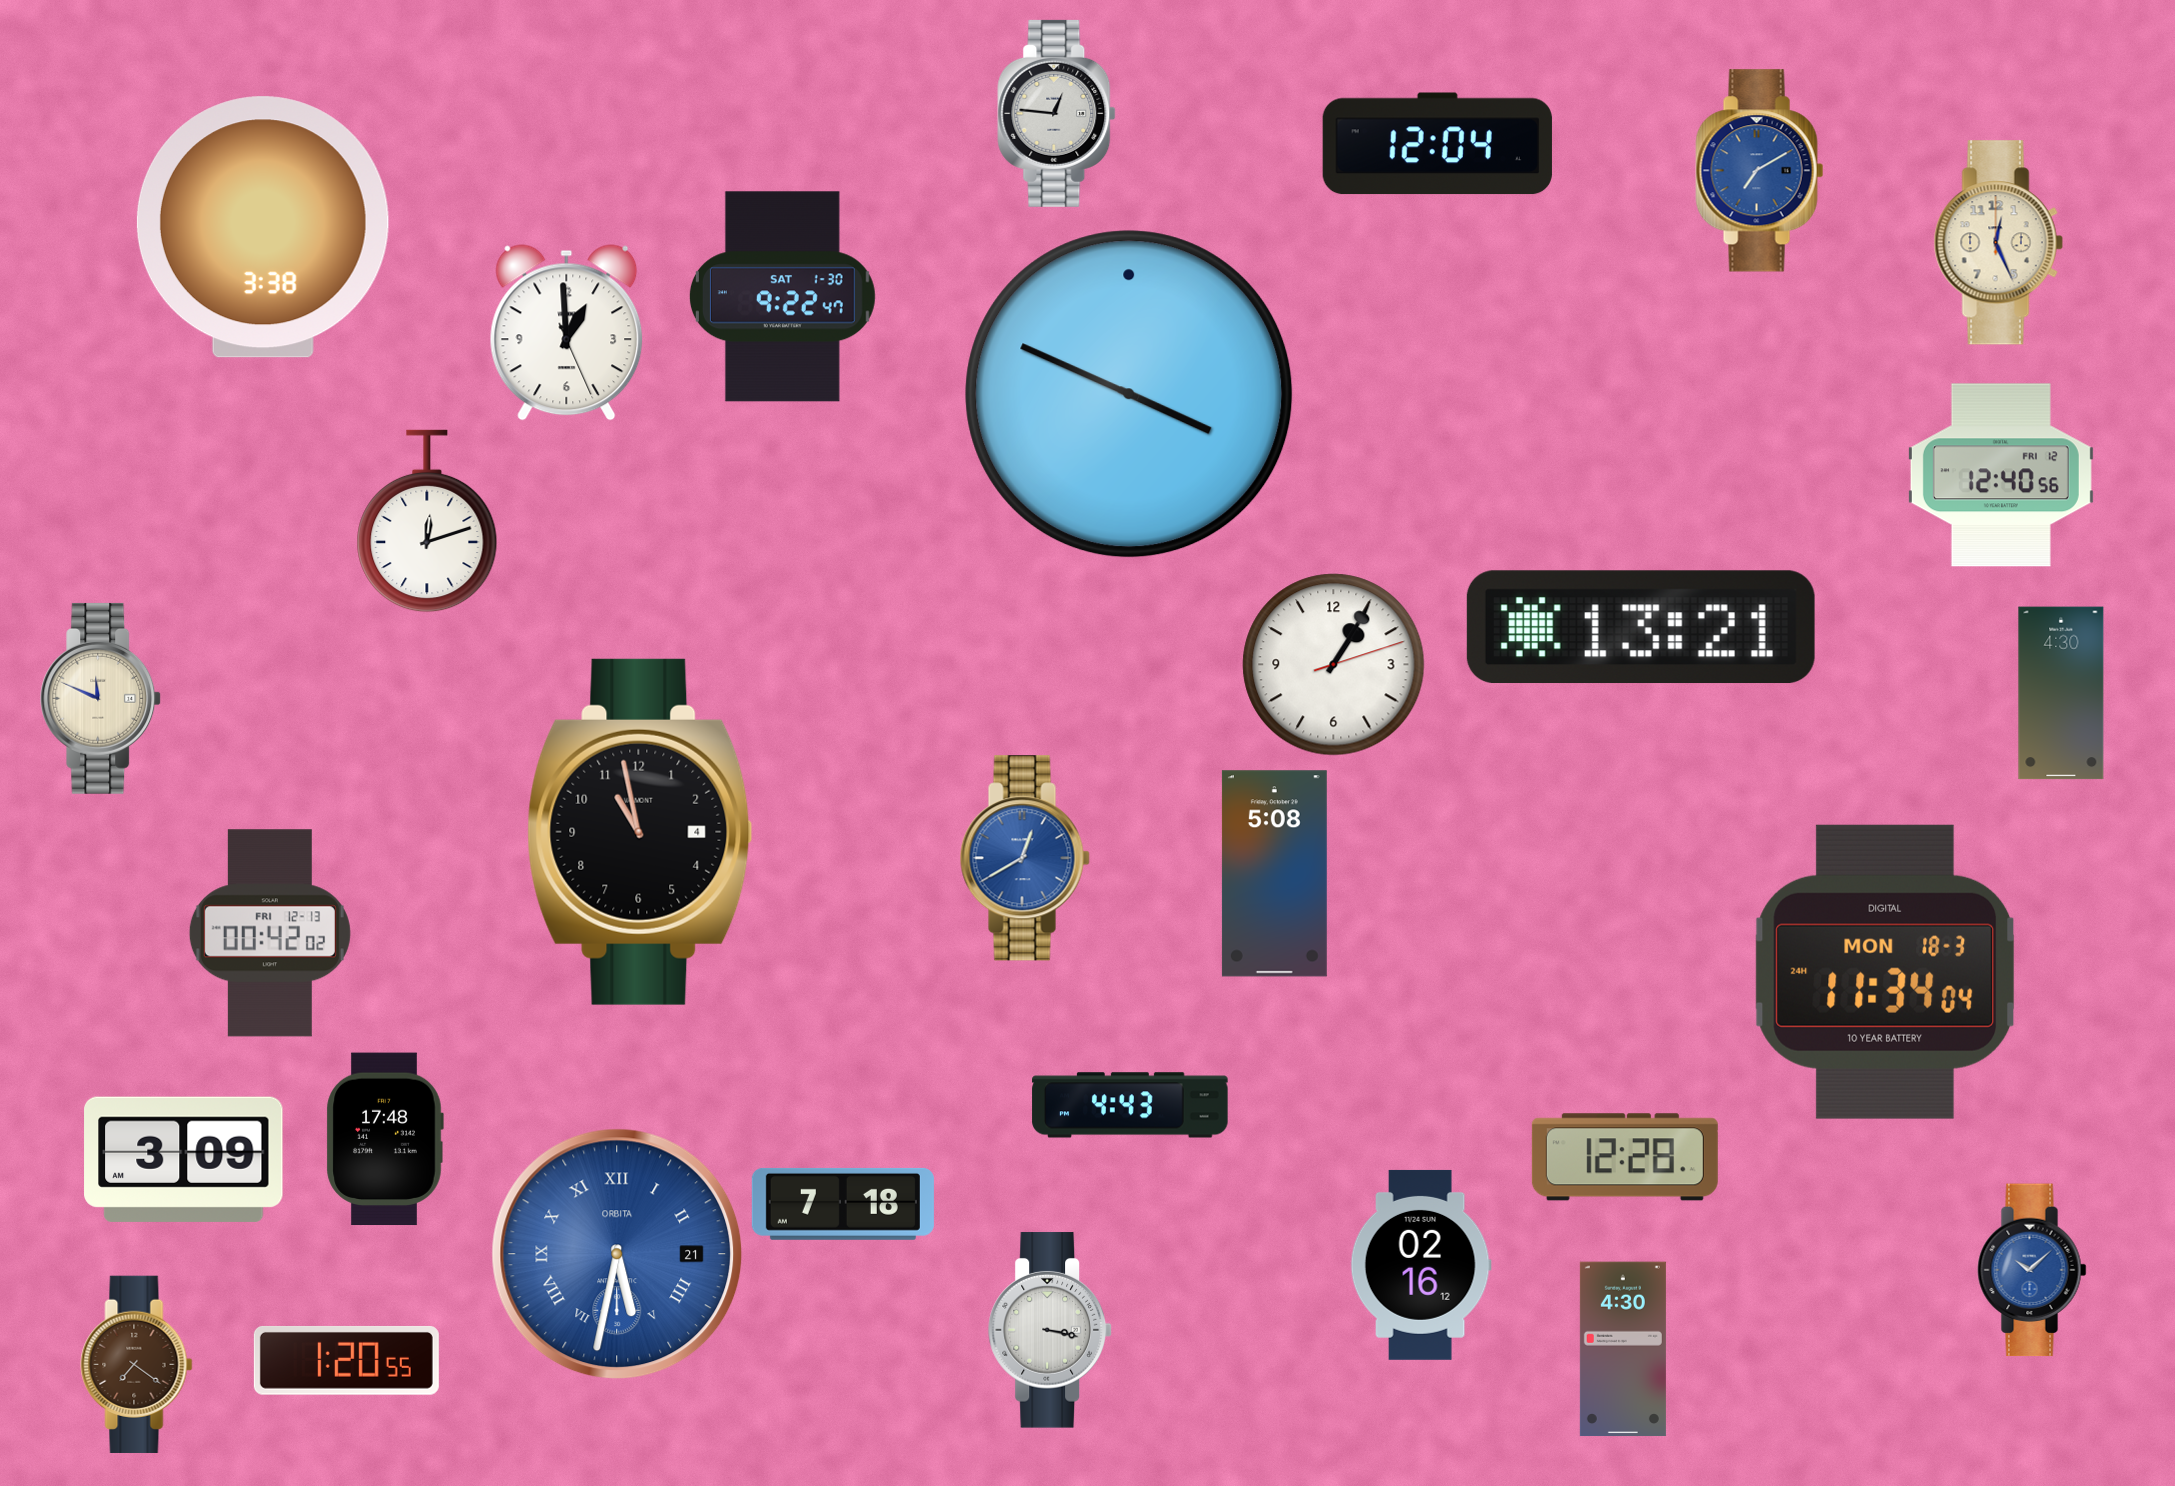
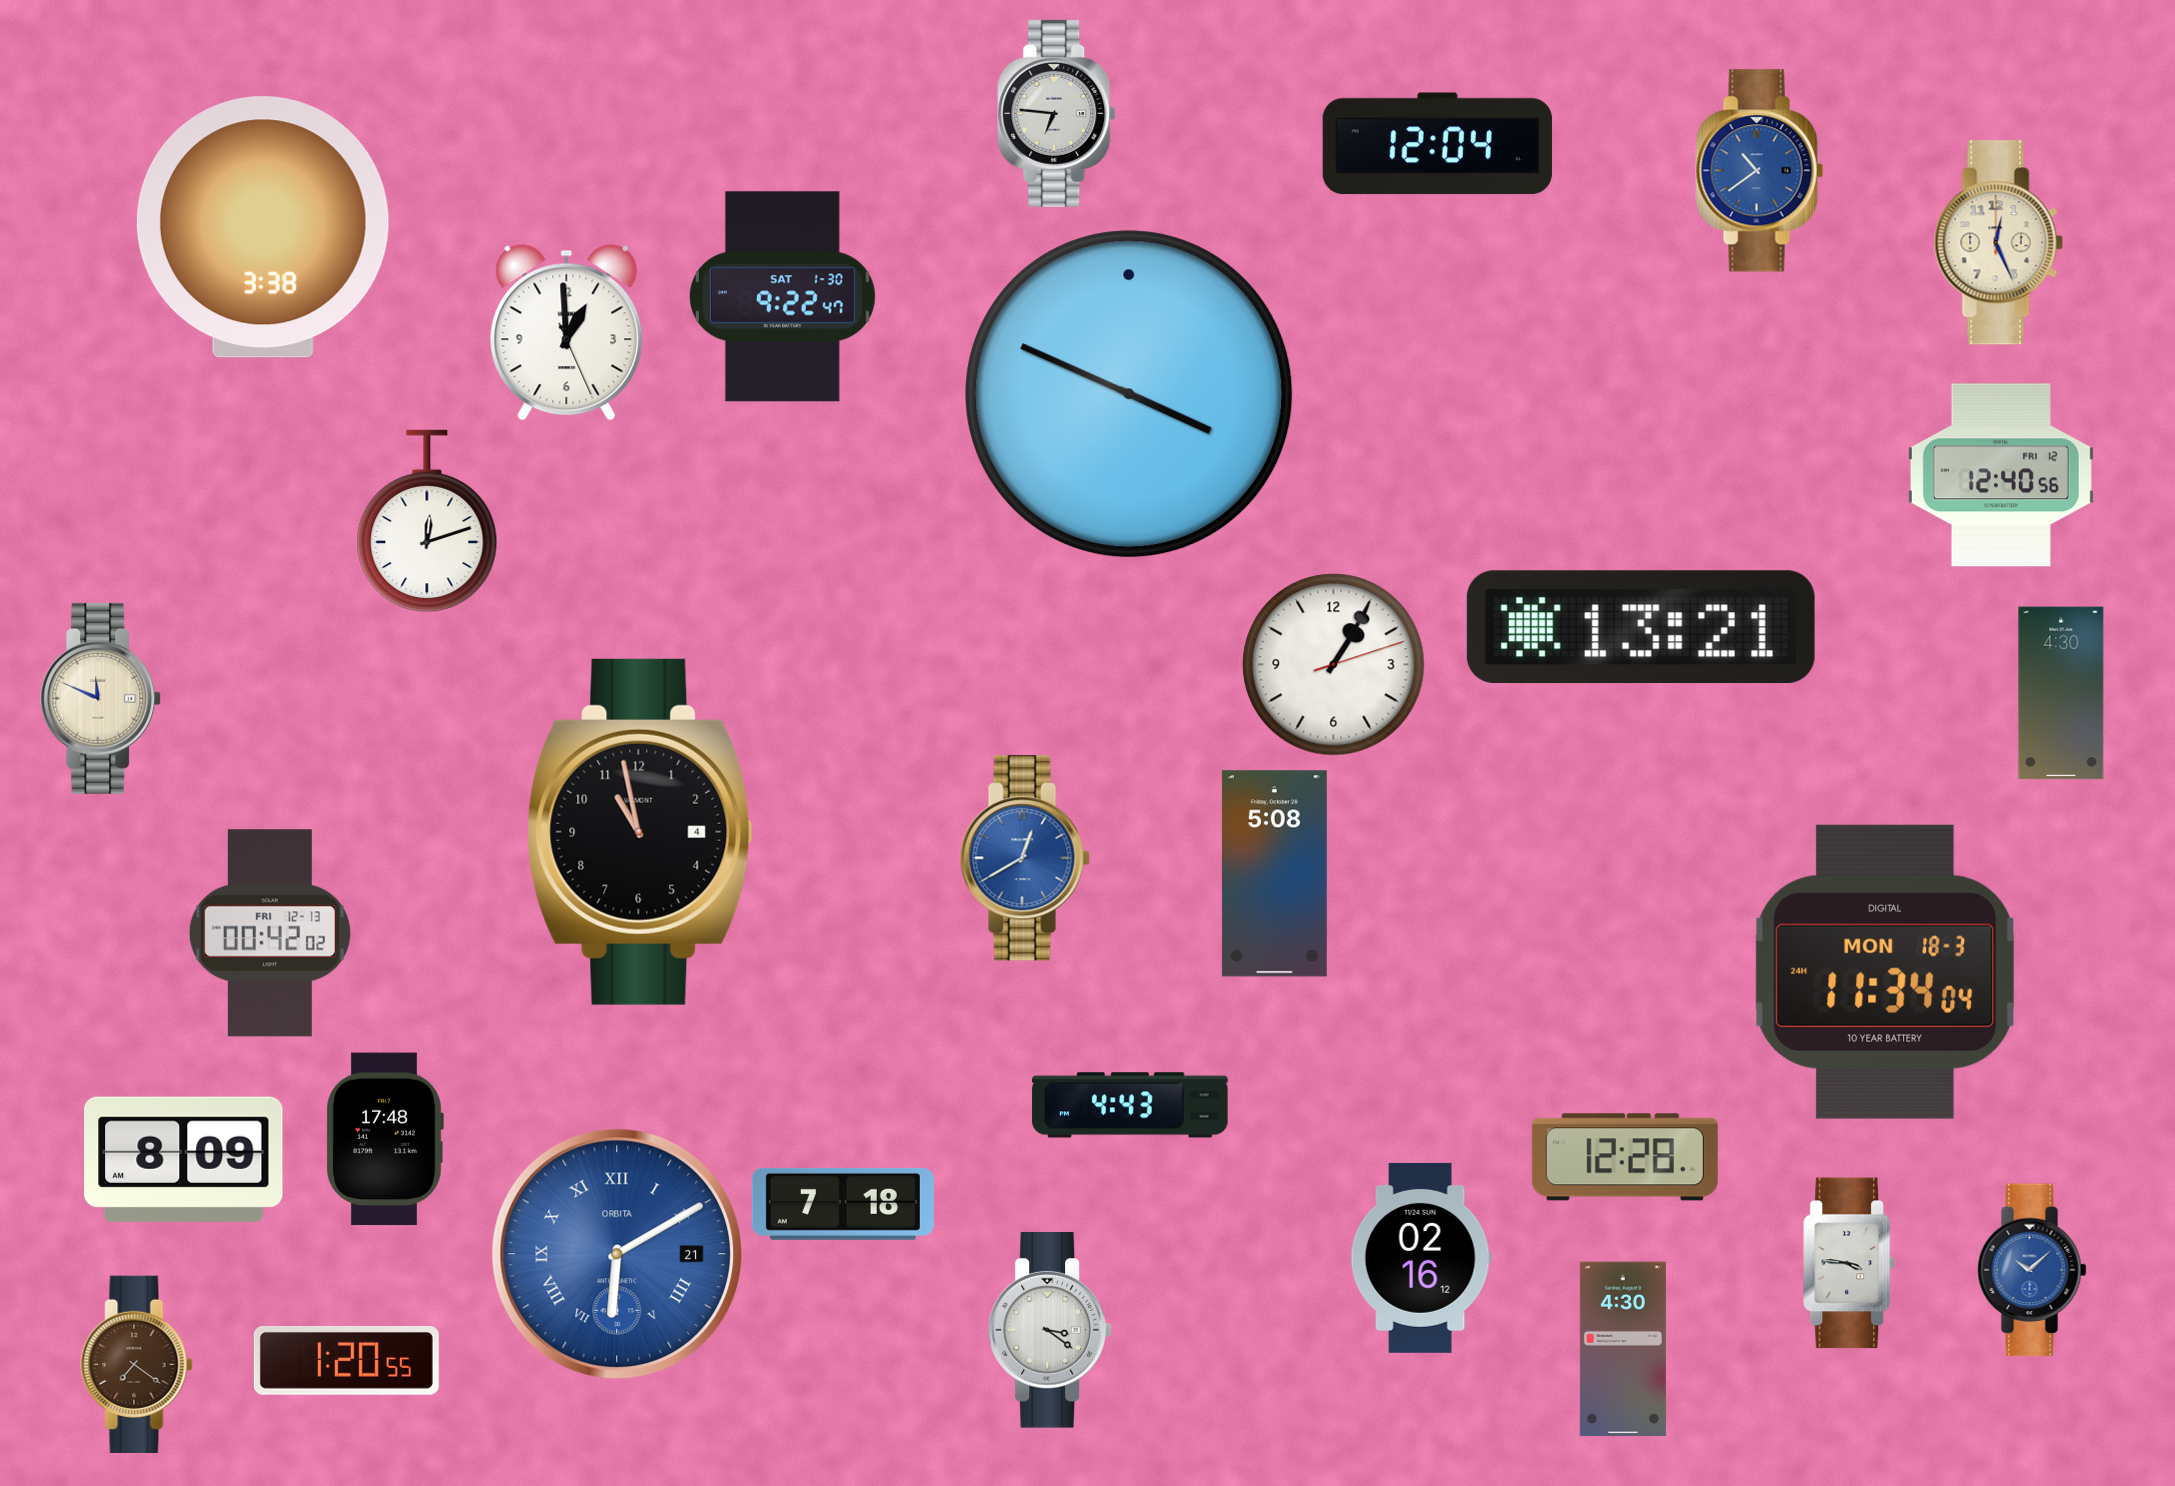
clock at (1057, 113): 12:46 -> 6:46
clock at (1760, 171): 7:10 -> 10:39
clock at (184, 1159): 3:09 -> 8:09
clock at (617, 1254): 5:32 -> 6:10
clock at (1850, 1263): none -> 3:46
clock at (1421, 1265) position: (1421, 1265) -> (1421, 1258)
clock at (1050, 1330): 3:17 -> 3:21
